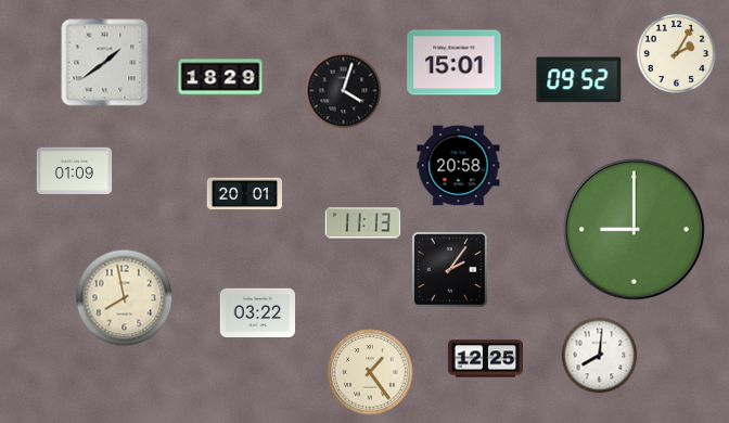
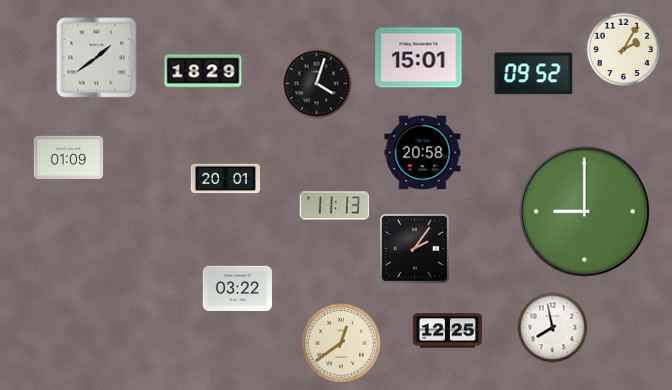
clock at (125, 298): 7:58 -> none
clock at (600, 356): 8:01 -> 7:58
clock at (370, 372): 1:24 -> 12:39
